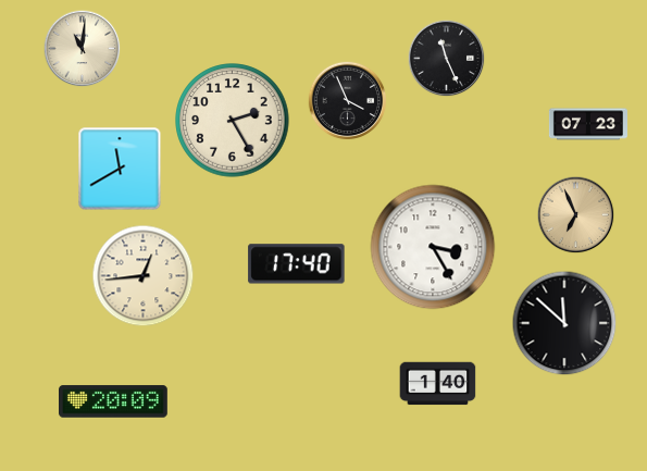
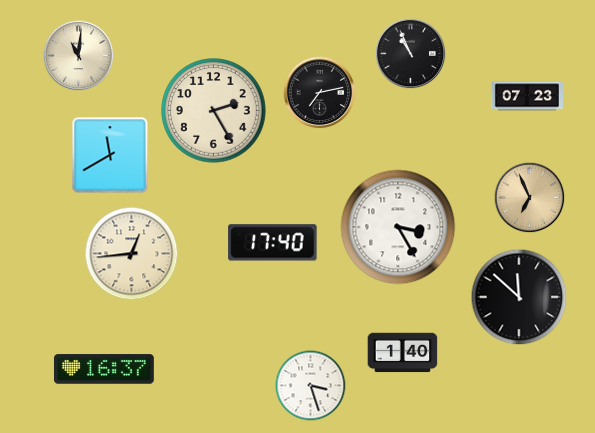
clock at (83, 49) position: (83, 49) -> (79, 56)
clock at (447, 59): 11:26 -> 10:56
clock at (348, 101): 3:56 -> 7:13
clock at (588, 124) position: (588, 124) -> (527, 96)
clock at (114, 401): 20:09 -> 16:37
clock at (311, 386): none -> 3:27
